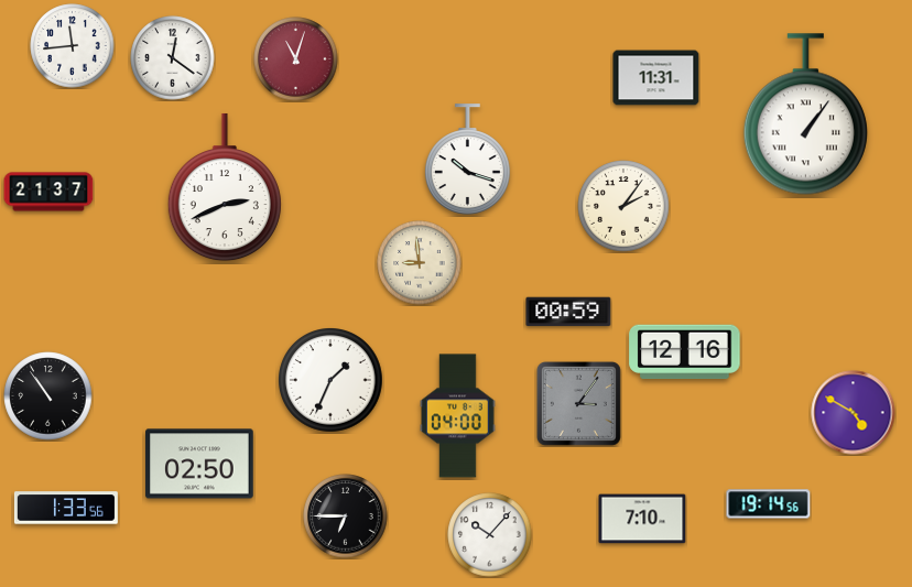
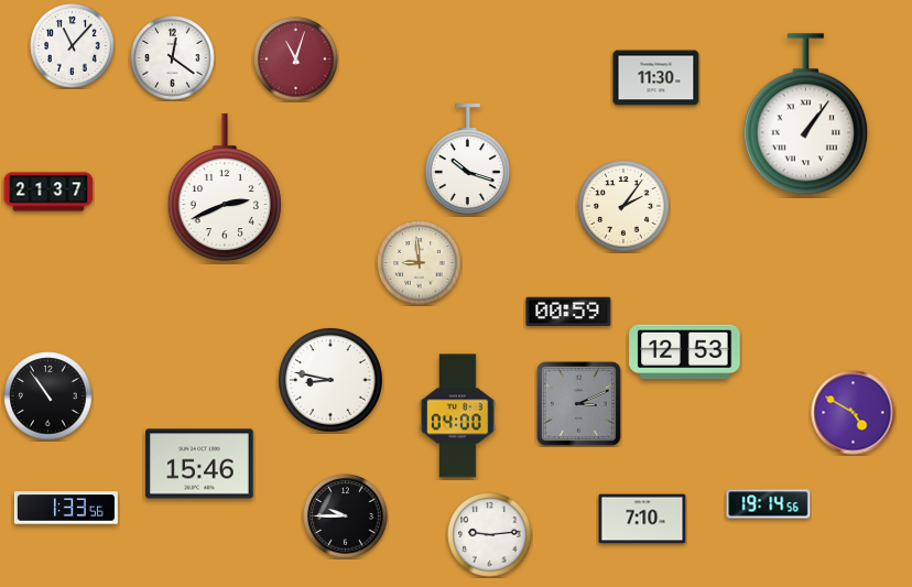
clock at (73, 46): 11:44 -> 11:07
clock at (656, 78): 11:31 -> 11:30
clock at (685, 352): 12:16 -> 12:53
clock at (332, 381): 1:34 -> 8:47
clock at (578, 403): 3:06 -> 3:11
clock at (199, 464): 02:50 -> 15:46
clock at (346, 517): 6:45 -> 9:45
clock at (490, 535): 10:07 -> 9:14
